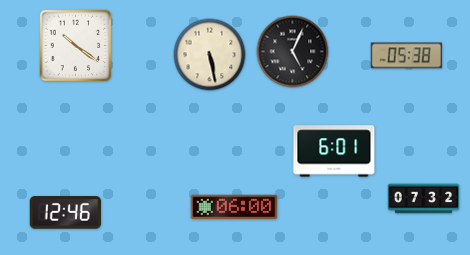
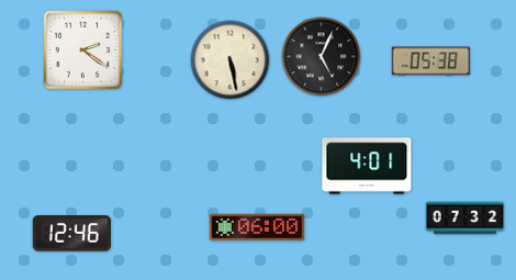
clock at (76, 46): 10:21 -> 2:21
clock at (407, 56) position: (407, 56) -> (431, 61)
clock at (334, 151): 6:01 -> 4:01
